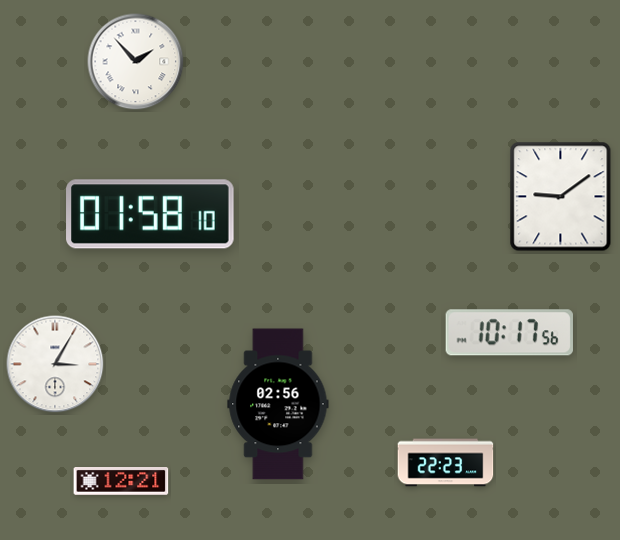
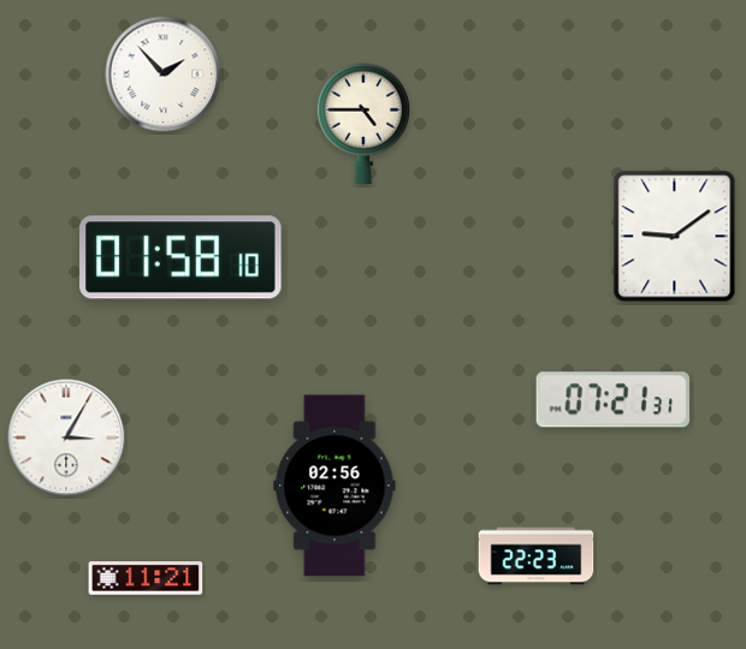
clock at (363, 124): none -> 4:45
clock at (509, 333): 10:17 -> 07:21
clock at (121, 482): 12:21 -> 11:21
